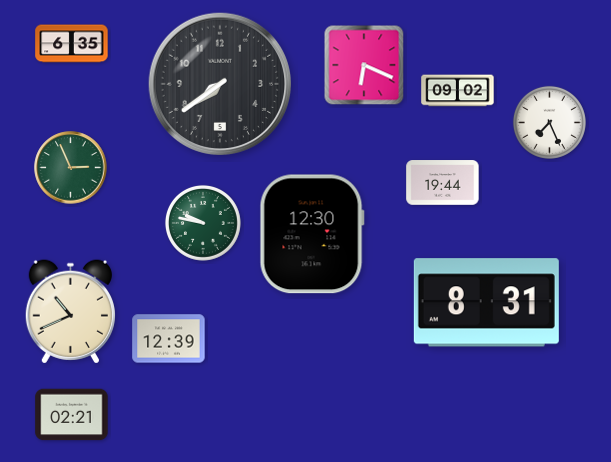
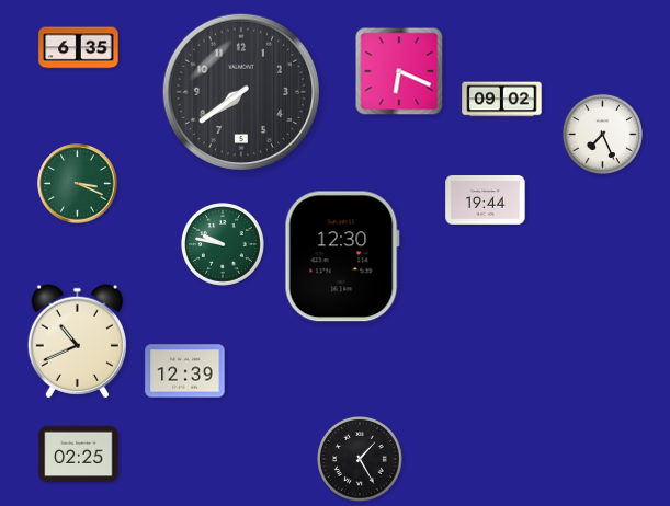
clock at (71, 168): 2:56 -> 3:19
clock at (486, 303): 8:31 -> none
clock at (72, 415): 02:21 -> 02:25
clock at (361, 460): none -> 1:25
